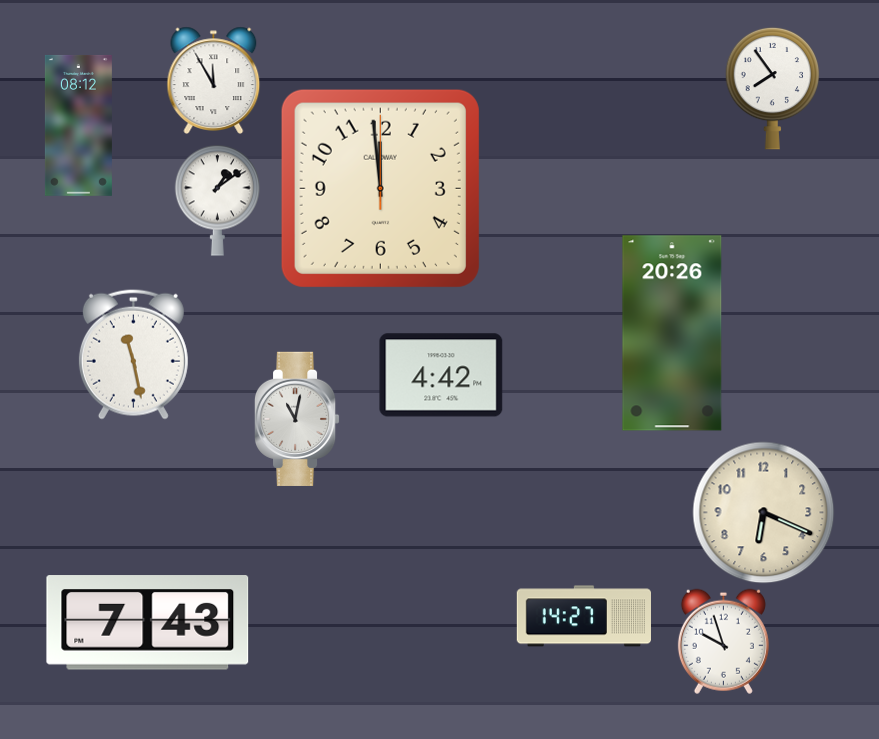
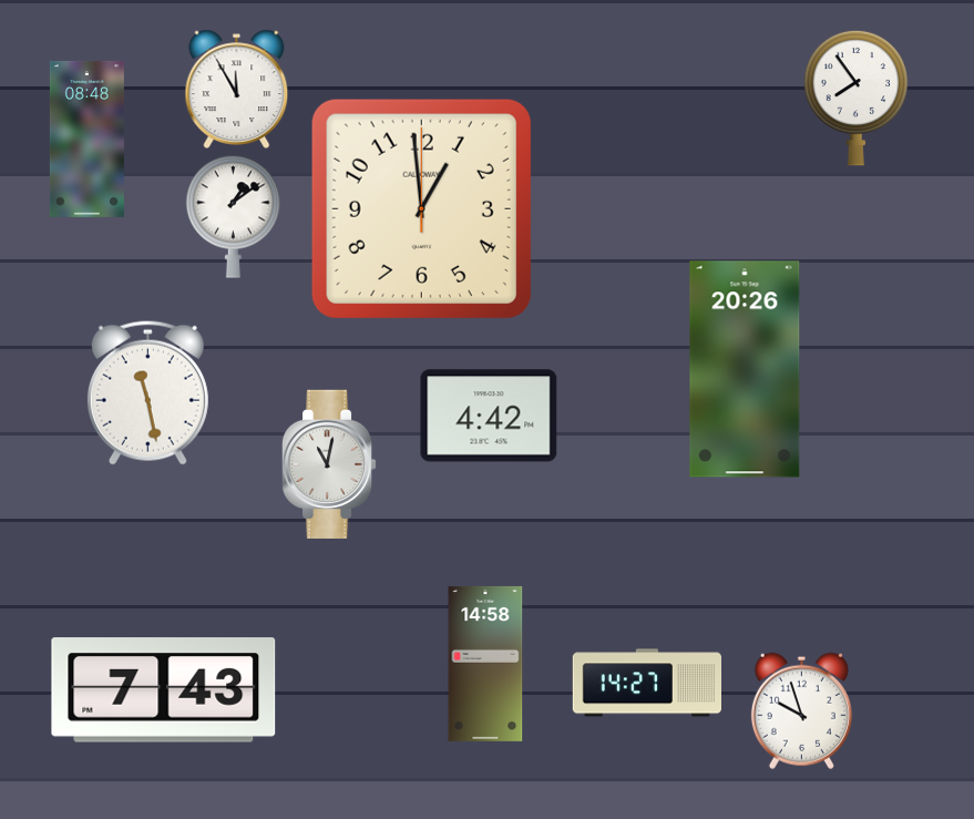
clock at (78, 125): 08:12 -> 08:48
clock at (380, 188): 11:59 -> 12:59
clock at (217, 200) position: (217, 200) -> (233, 216)
clock at (764, 513): 6:19 -> none
clock at (485, 664): none -> 14:58
